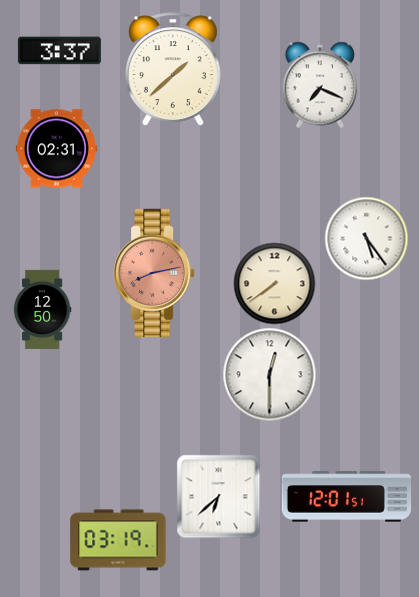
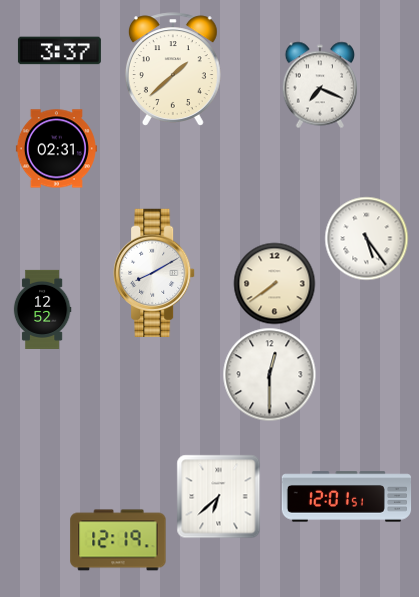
clock at (154, 272): 8:13 -> 8:10
clock at (154, 272) dial: salmon -> white
clock at (42, 309): 12:50 -> 12:52
clock at (118, 540): 03:19 -> 12:19
